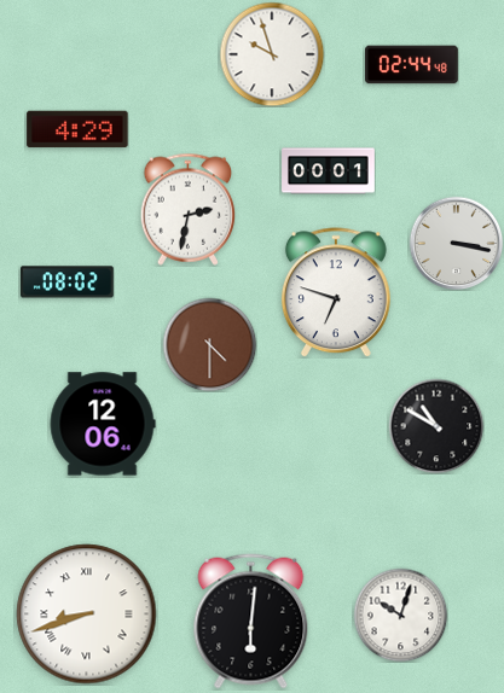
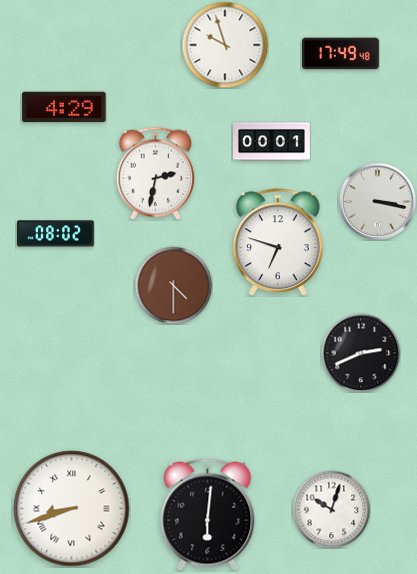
clock at (412, 65): 02:44 -> 17:49
clock at (103, 424): 12:06 -> none
clock at (436, 426): 10:50 -> 2:41
